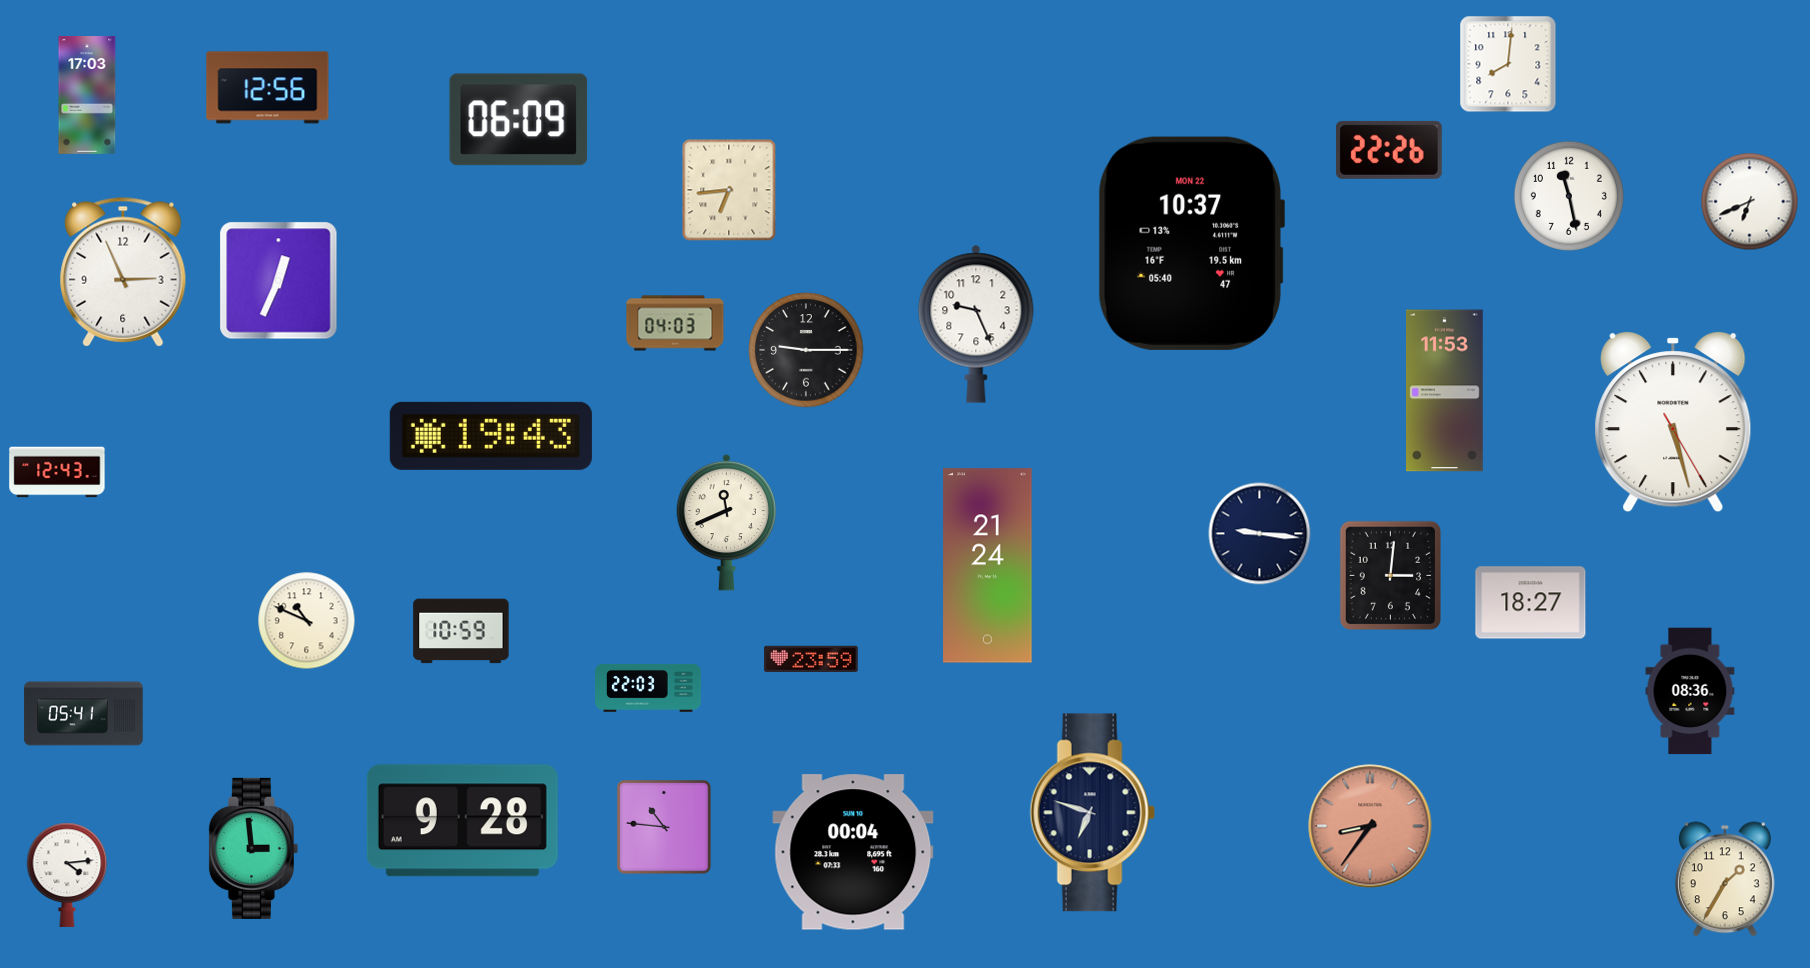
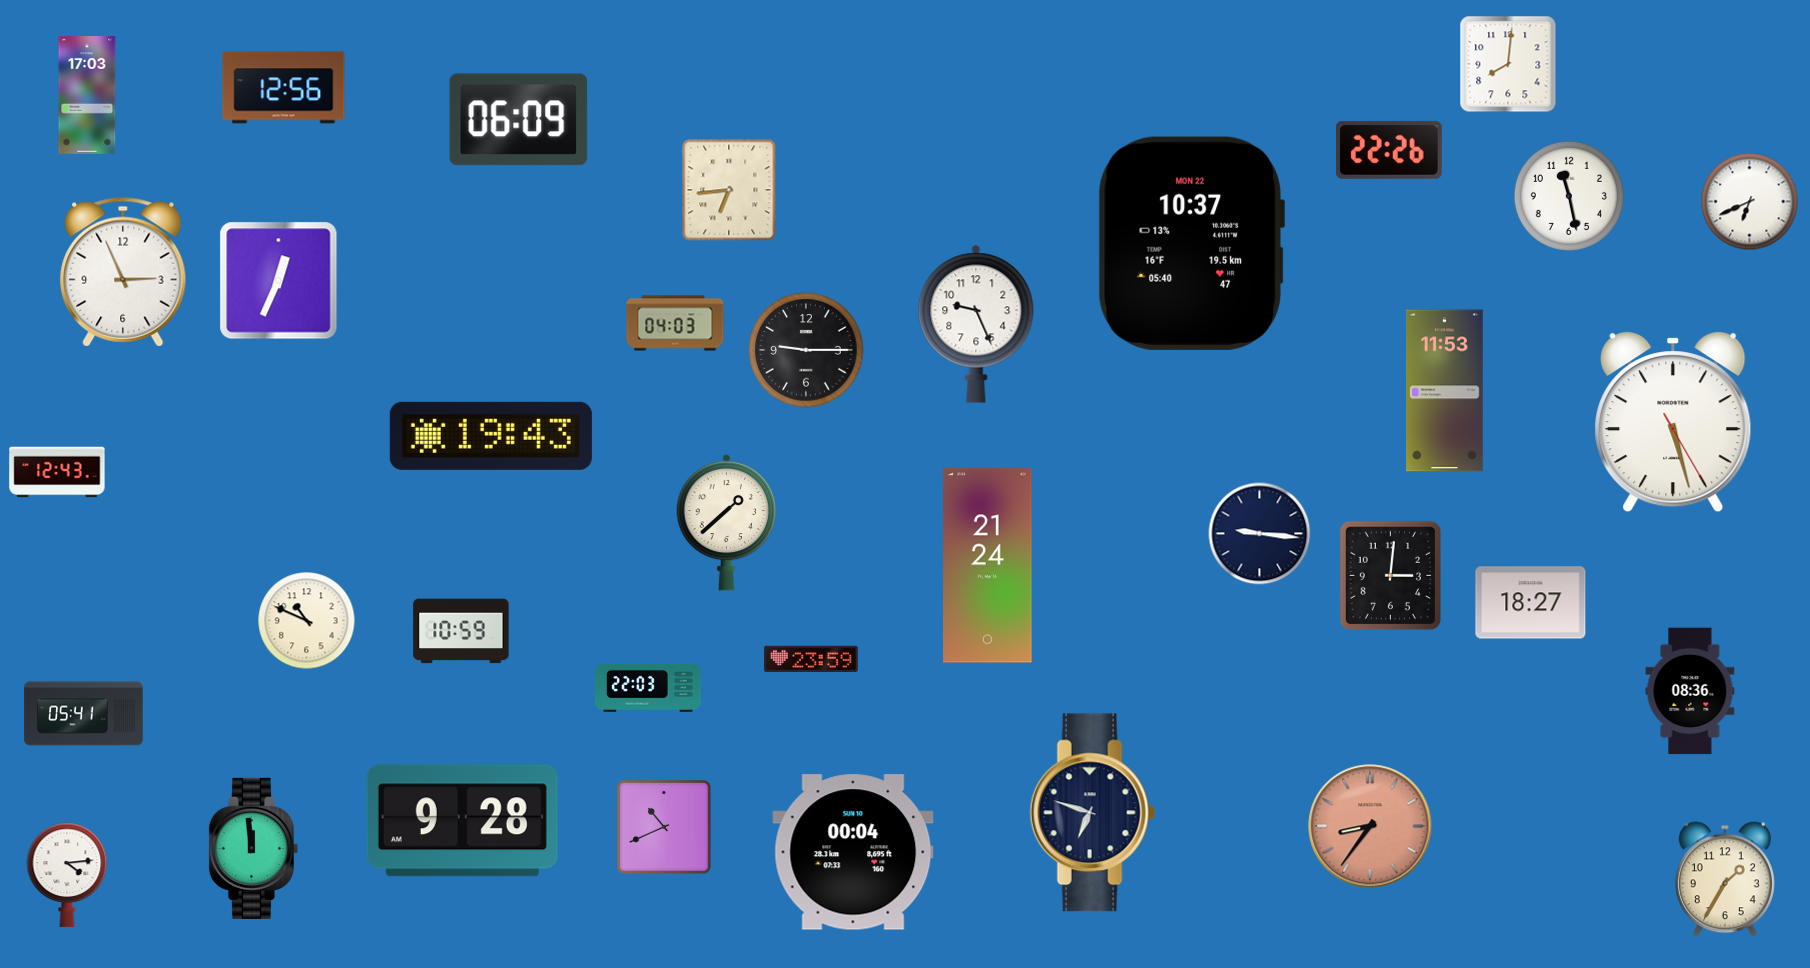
clock at (268, 88) position: (268, 88) -> (284, 88)
clock at (727, 522): 11:41 -> 1:38
clock at (665, 828): 10:46 -> 10:41
clock at (253, 848): 2:59 -> 11:59
